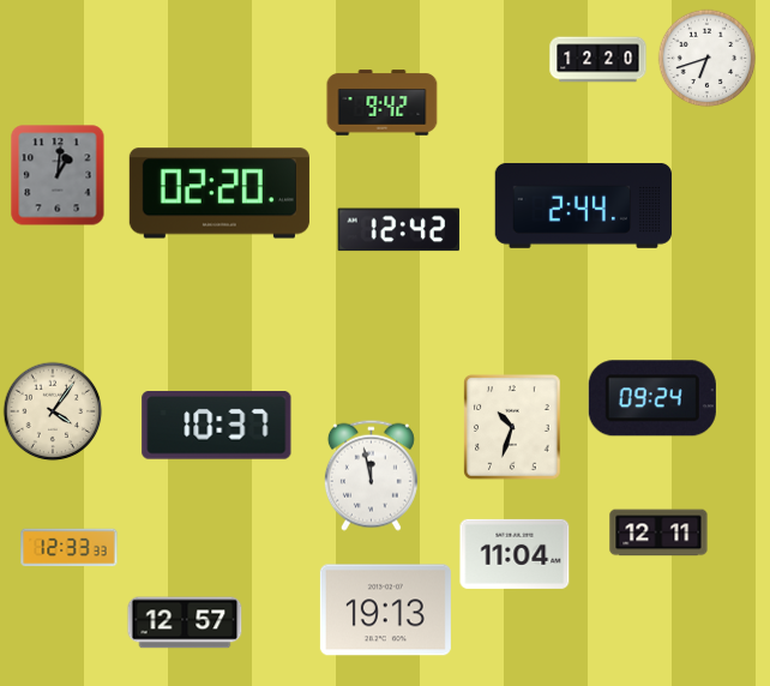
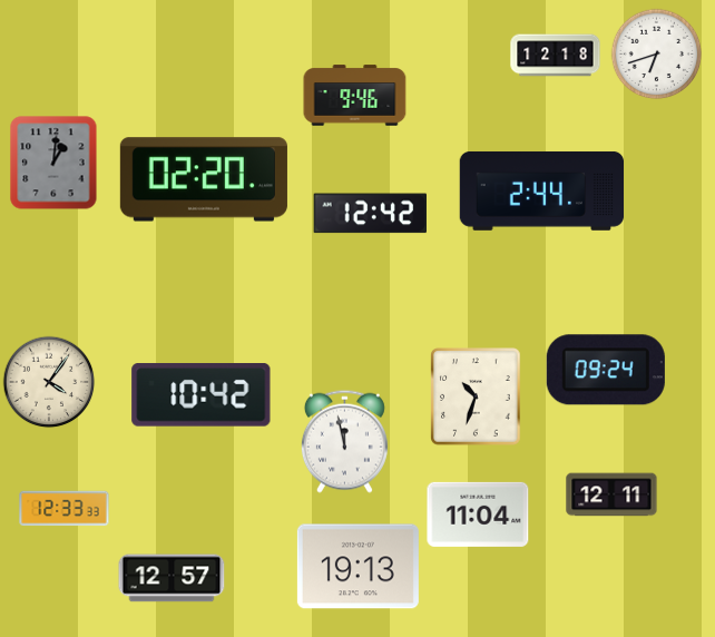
clock at (598, 60): 12:20 -> 12:18
clock at (383, 103): 9:42 -> 9:46
clock at (217, 426): 10:37 -> 10:42
